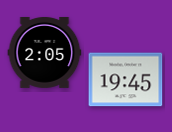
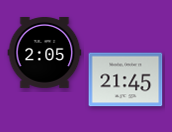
clock at (126, 80): 19:45 -> 21:45
